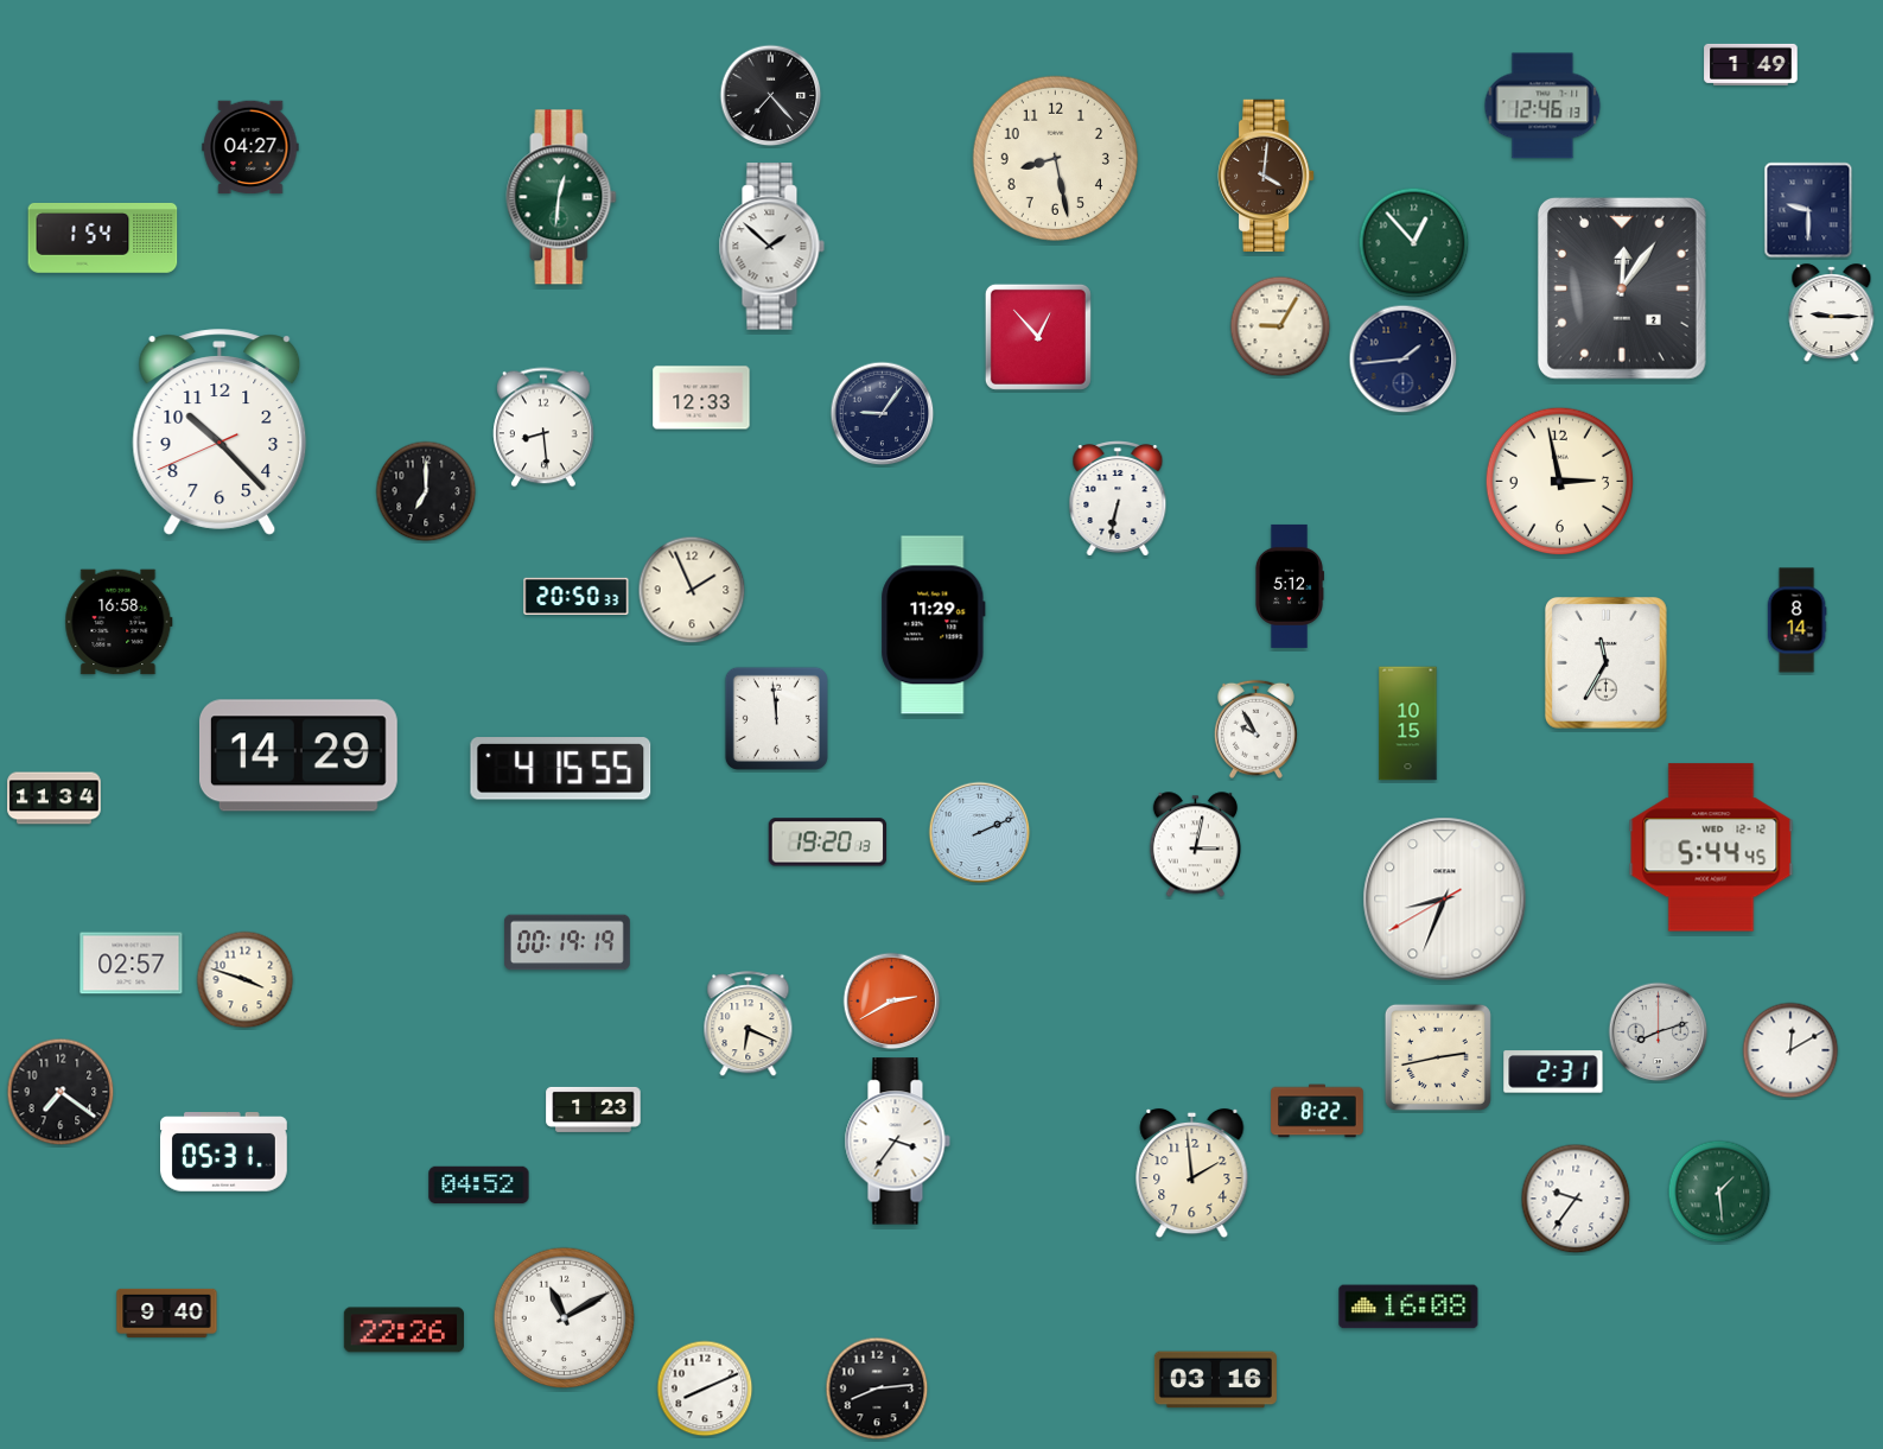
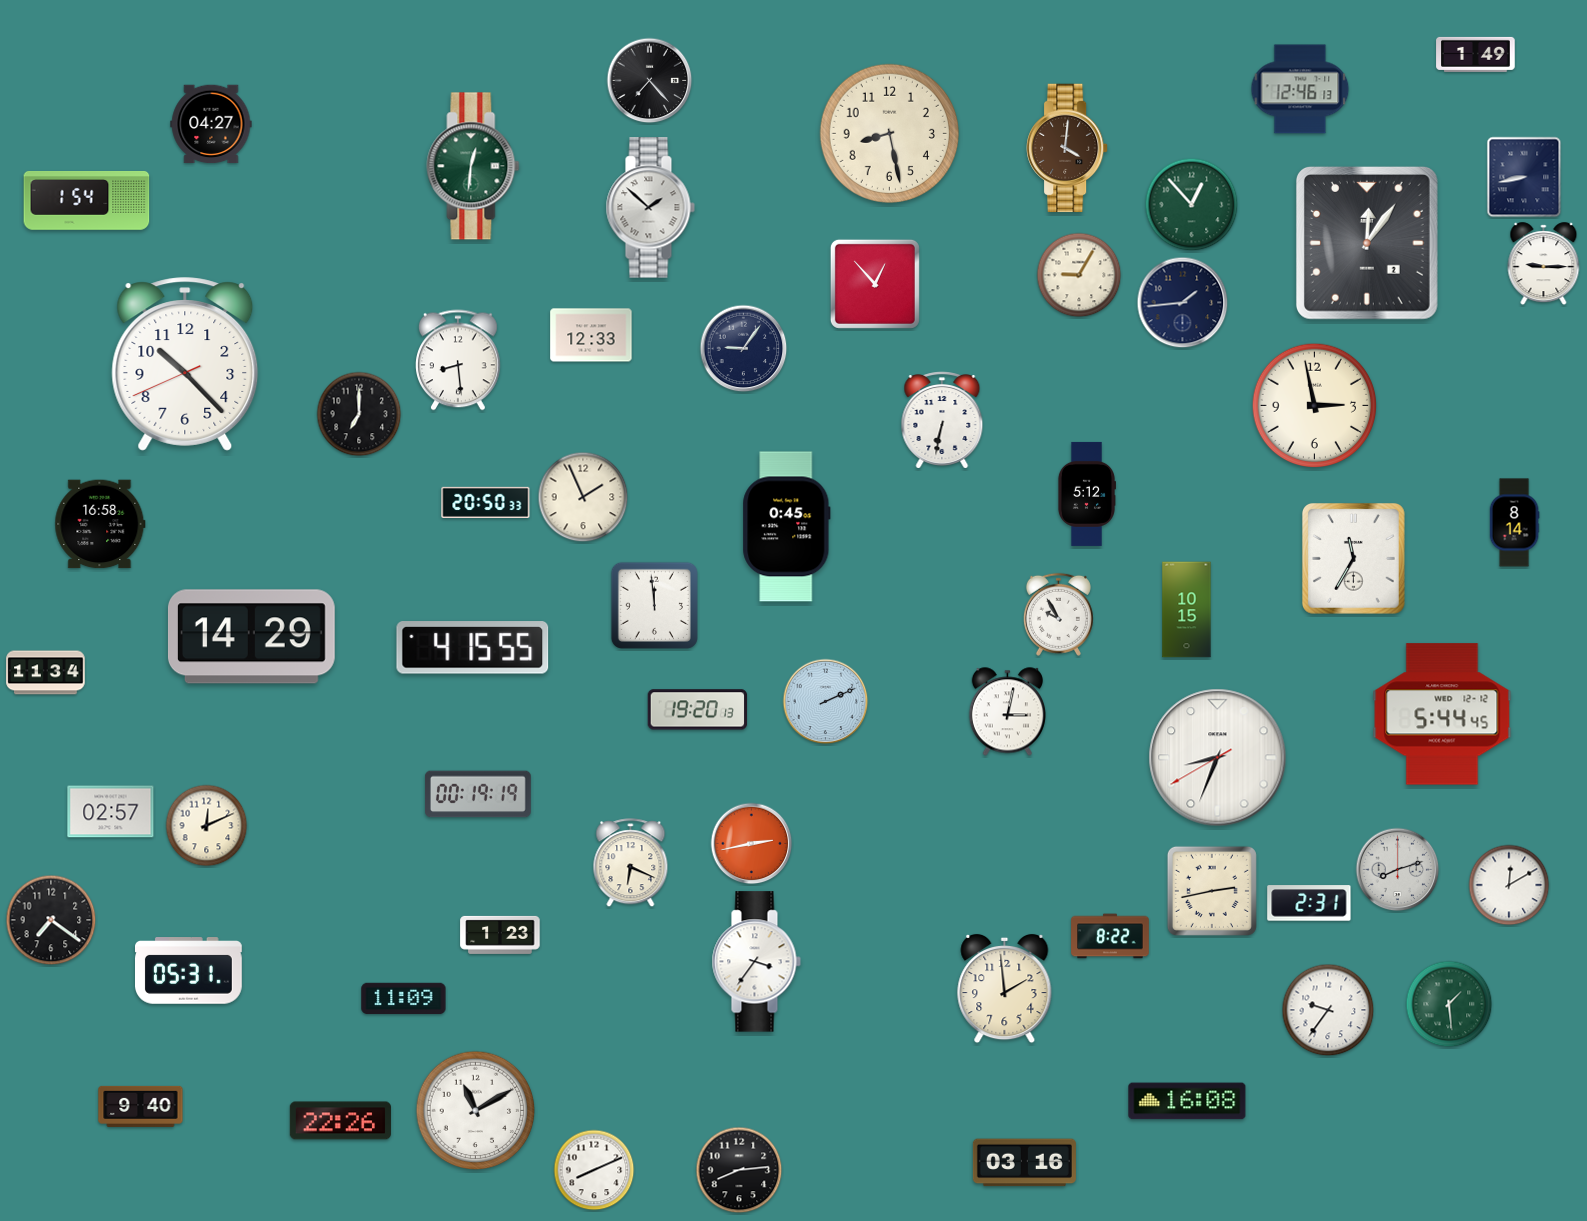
clock at (1808, 210): 9:30 -> 8:43
clock at (934, 625): 11:29 -> 0:45
clock at (246, 980): 3:48 -> 12:11
clock at (892, 1002): 2:40 -> 2:43
clock at (479, 1186): 04:52 -> 11:09
